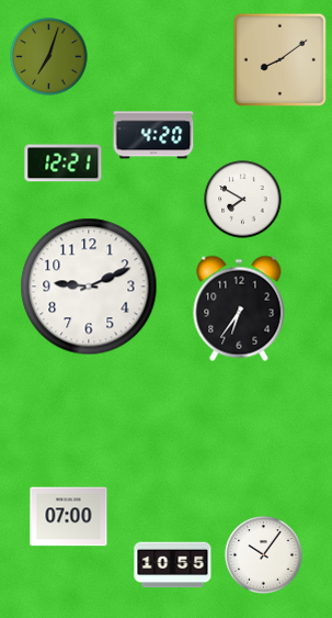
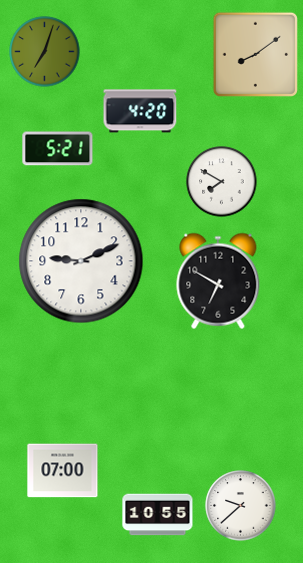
clock at (153, 135) position: (153, 135) -> (140, 111)
clock at (64, 164): 12:21 -> 5:21
clock at (239, 308): 6:36 -> 6:50
clock at (264, 555): 10:06 -> 9:38
